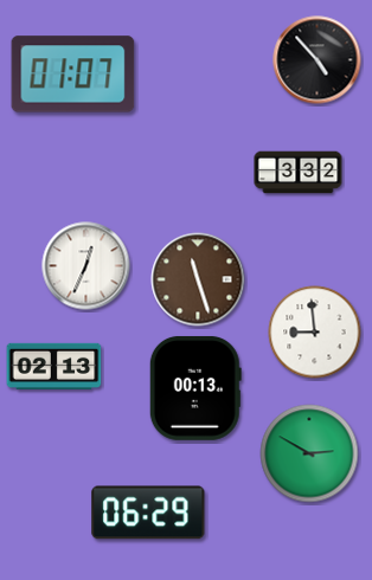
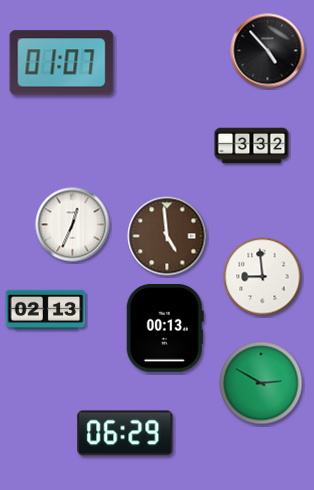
clock at (198, 279): 11:27 -> 4:59
clock at (315, 333) position: (315, 333) -> (263, 277)
